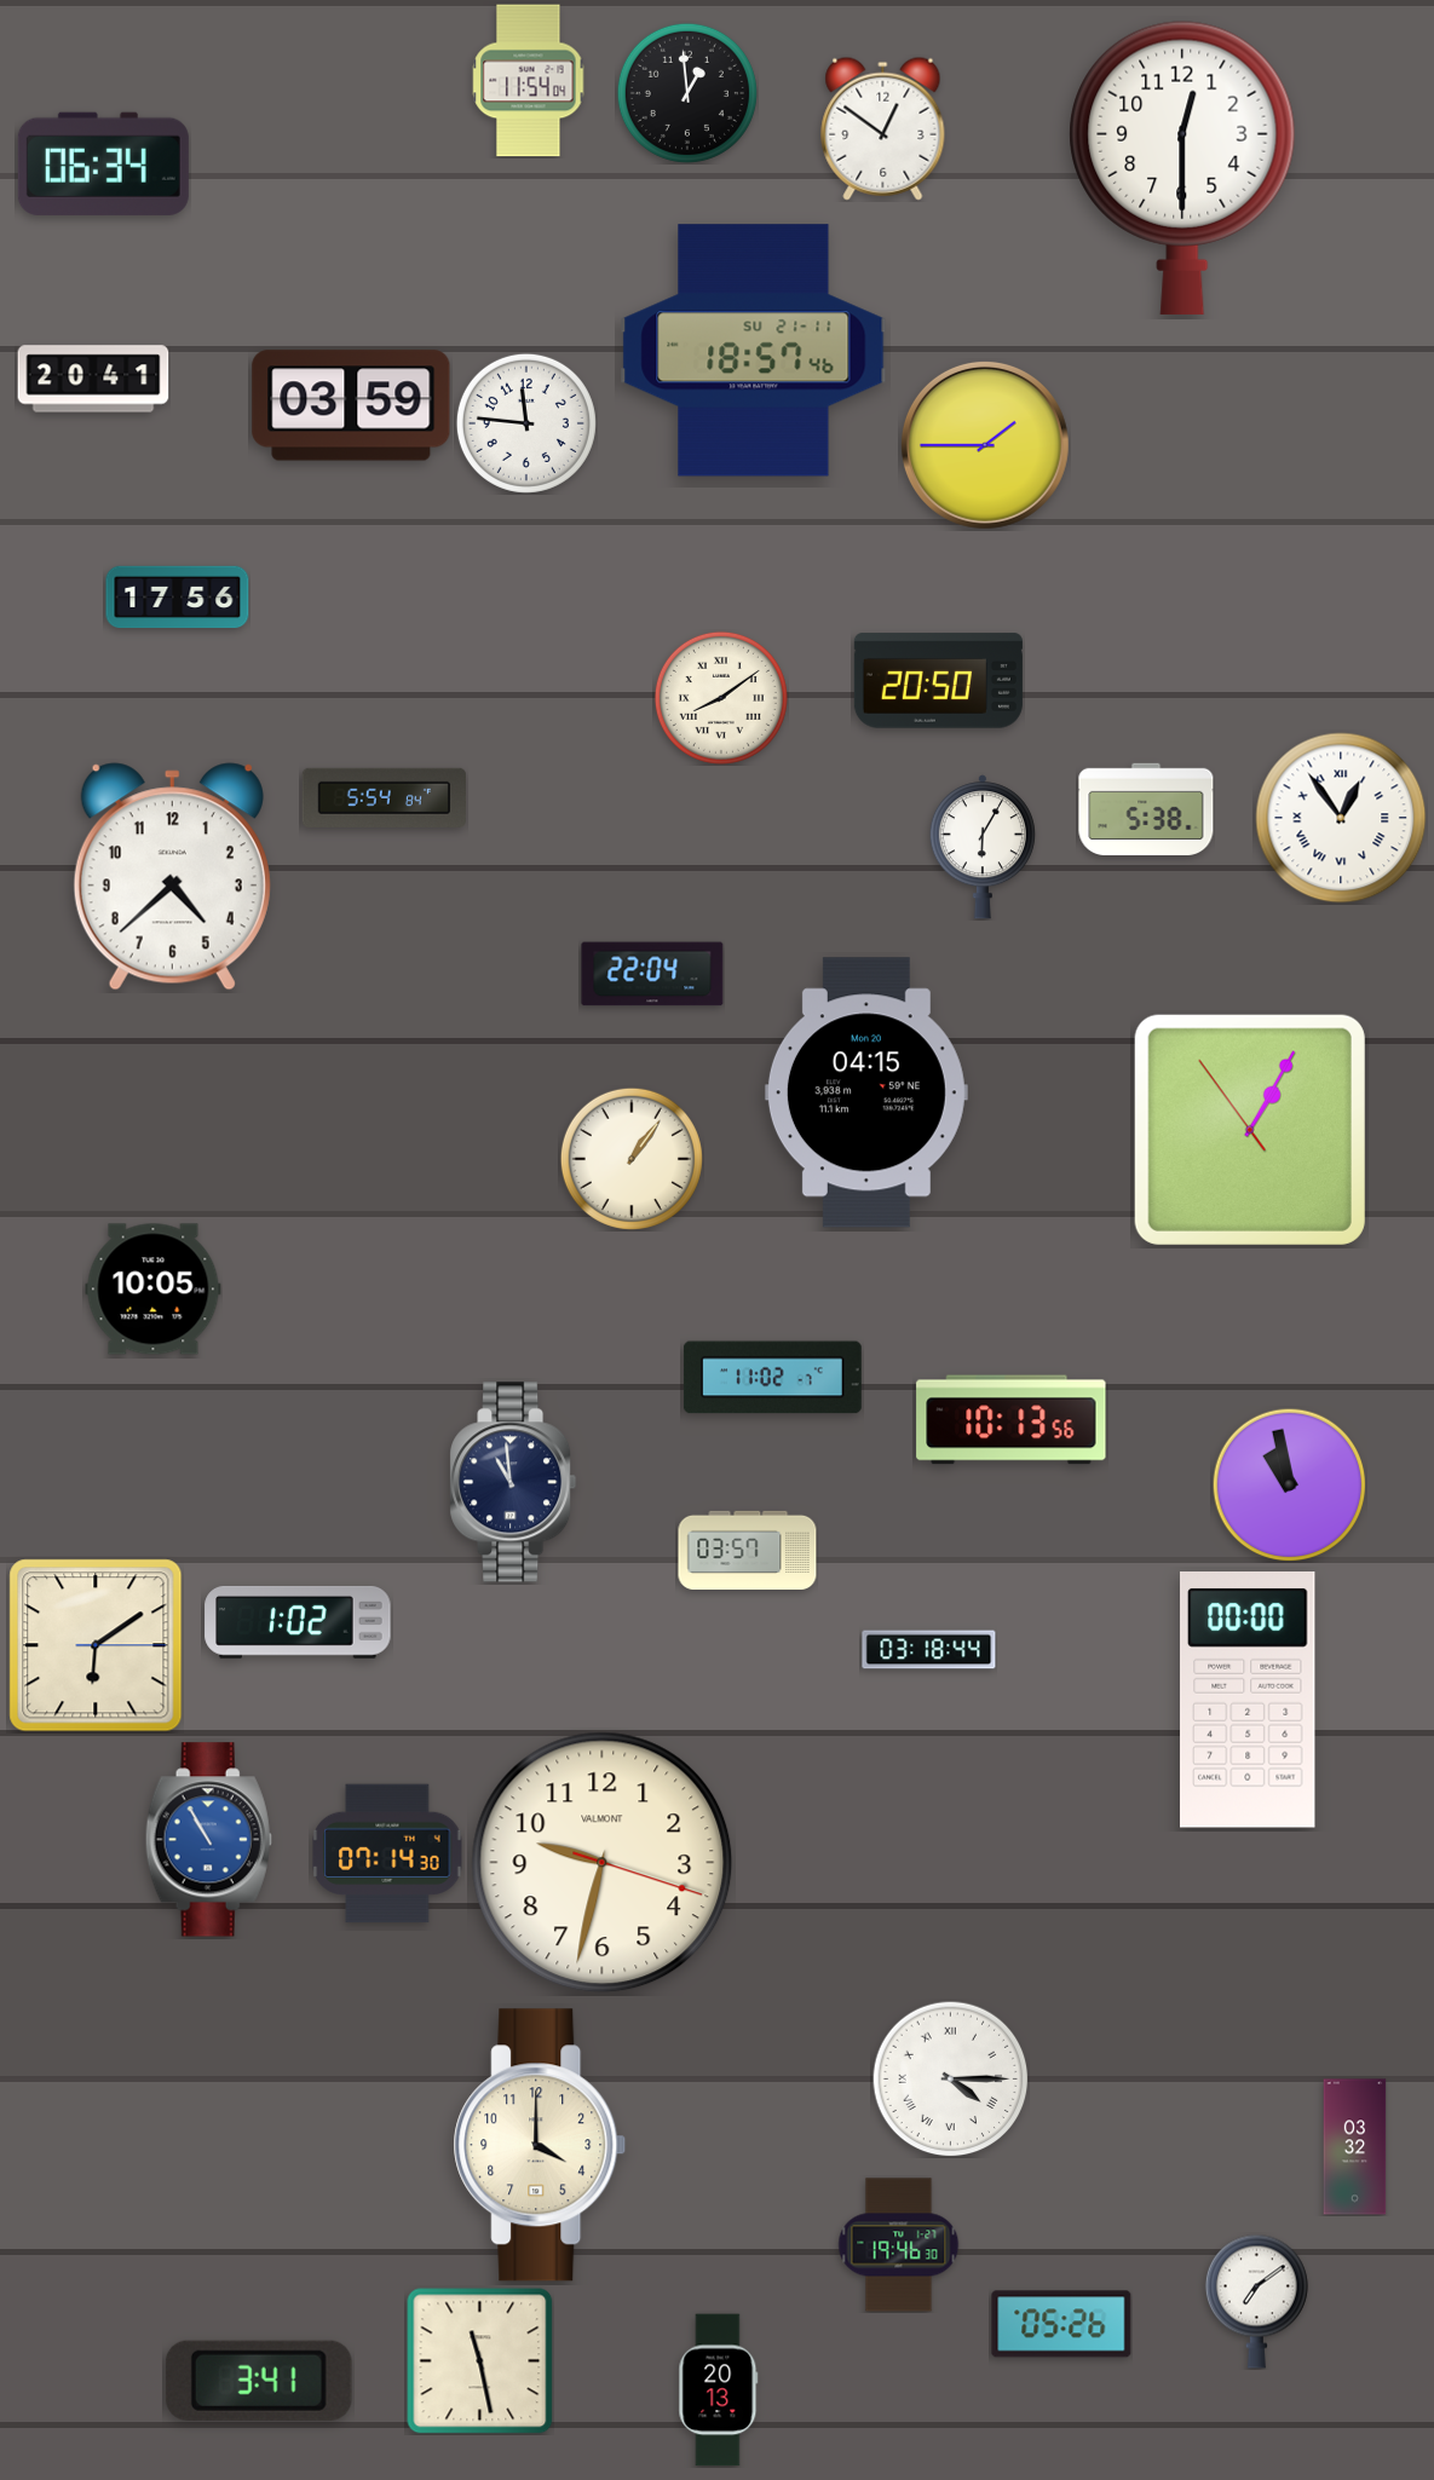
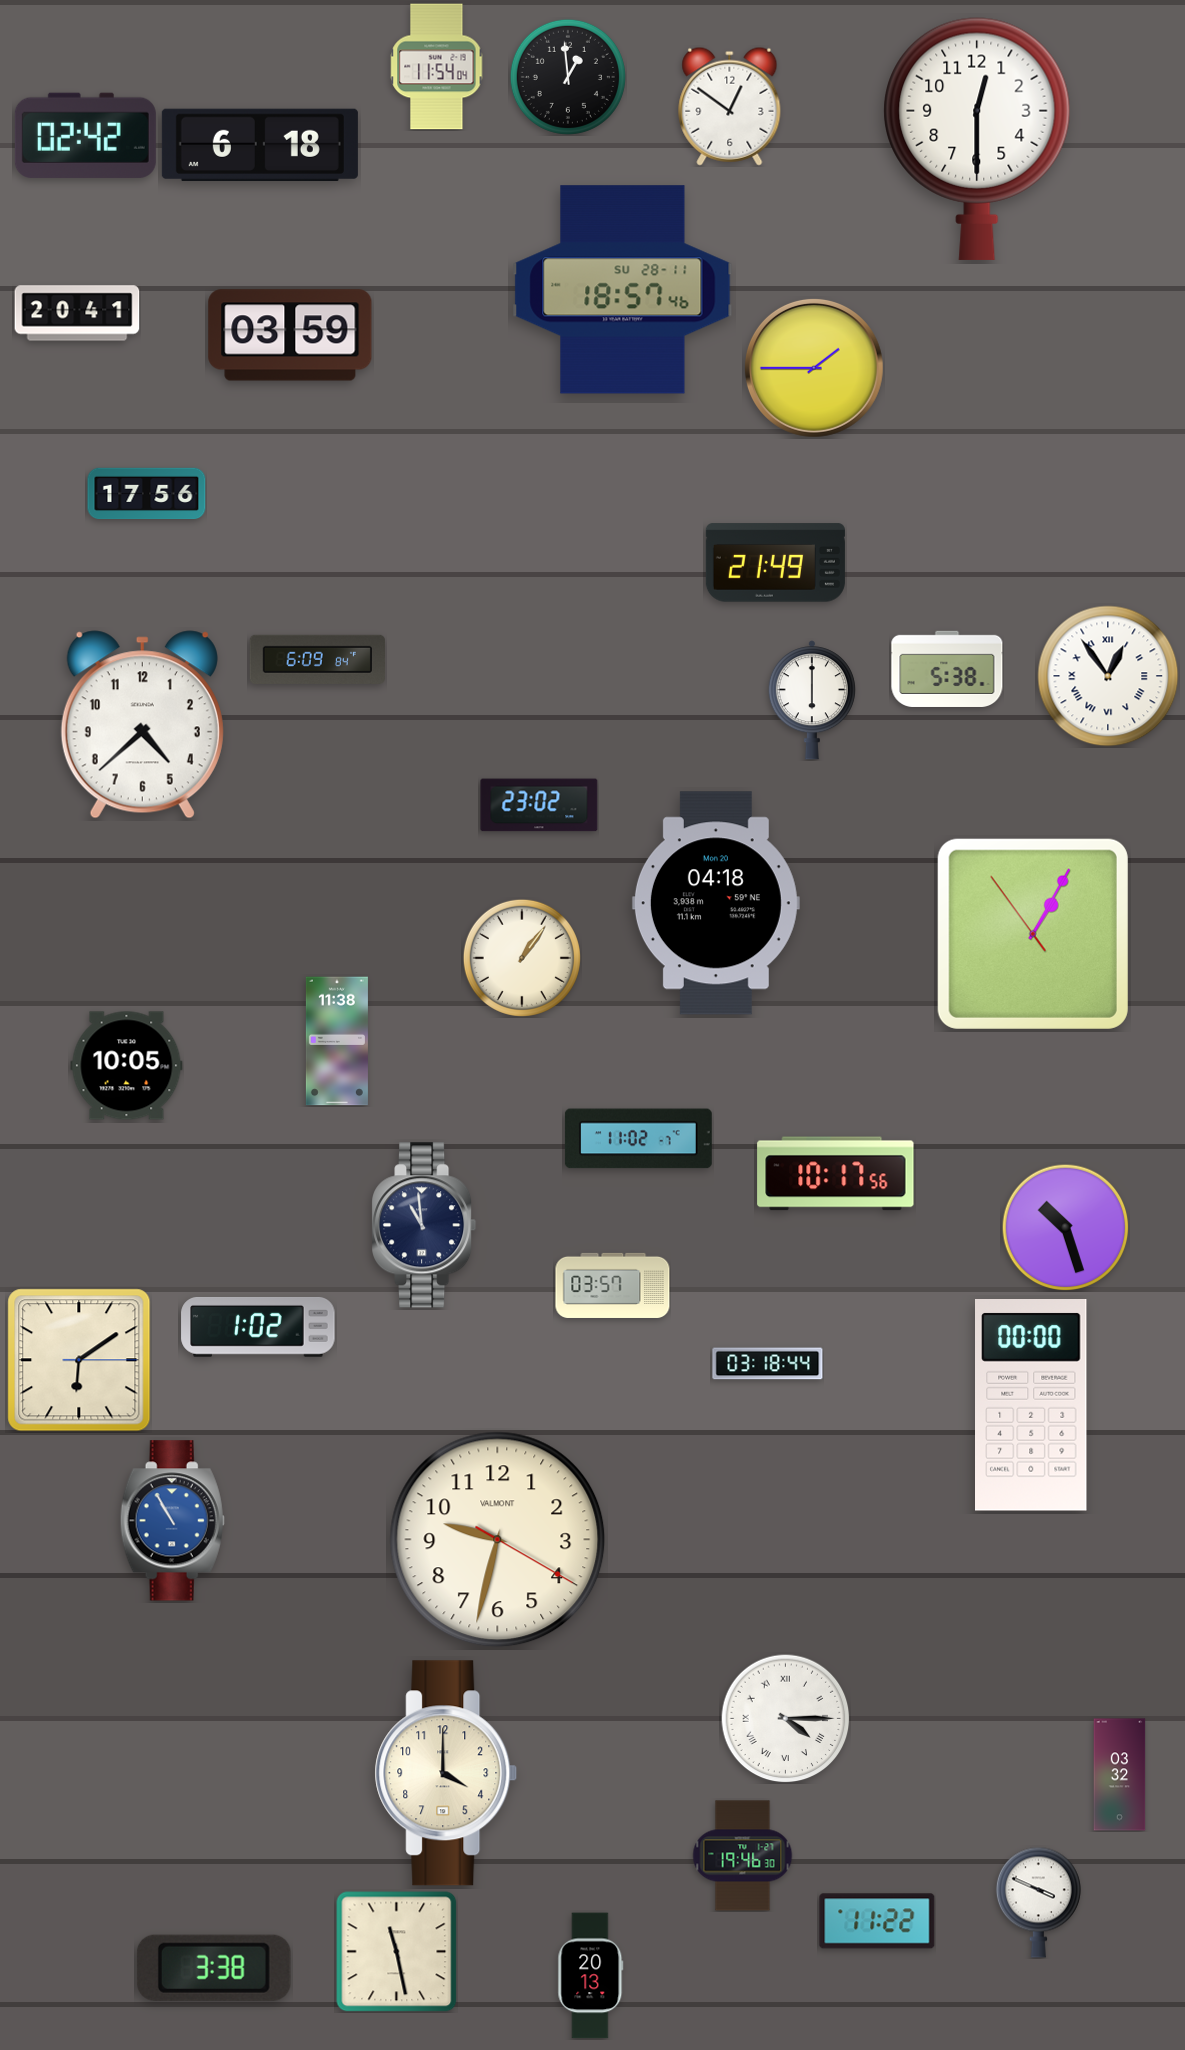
clock at (103, 163): 06:34 -> 02:42
clock at (260, 144): none -> 6:18
clock at (754, 351) date: SU 21-11 -> SU 28-11
clock at (526, 423): 11:46 -> none
clock at (938, 681): 20:50 -> 21:49
clock at (721, 698): 8:09 -> none
clock at (384, 797): 5:54 -> 6:09
clock at (983, 847): 6:05 -> 6:00
clock at (652, 974): 22:04 -> 23:02
clock at (866, 1092): 04:15 -> 04:18
clock at (337, 1041): none -> 11:38
clock at (1012, 1420): 10:13 -> 10:17
clock at (1289, 1484): 10:58 -> 10:27
clock at (748, 1550) position: (748, 1550) -> (613, 1285)
clock at (298, 1622) position: (298, 1622) -> (258, 1327)
clock at (387, 1853): 07:14 -> none
clock at (603, 1863): 9:32:18 -> 9:32:20
clock at (1256, 2301): 7:09 -> 3:49
clock at (1061, 2324): 05:26 -> 11:22
clock at (259, 2381): 3:41 -> 3:38
clock at (719, 2390) position: (719, 2390) -> (591, 1976)
